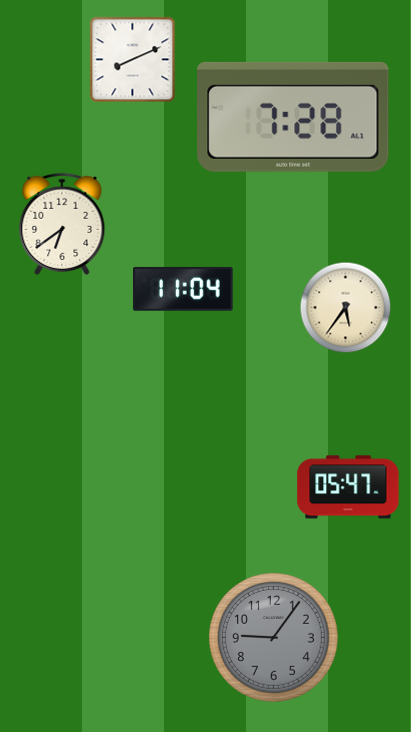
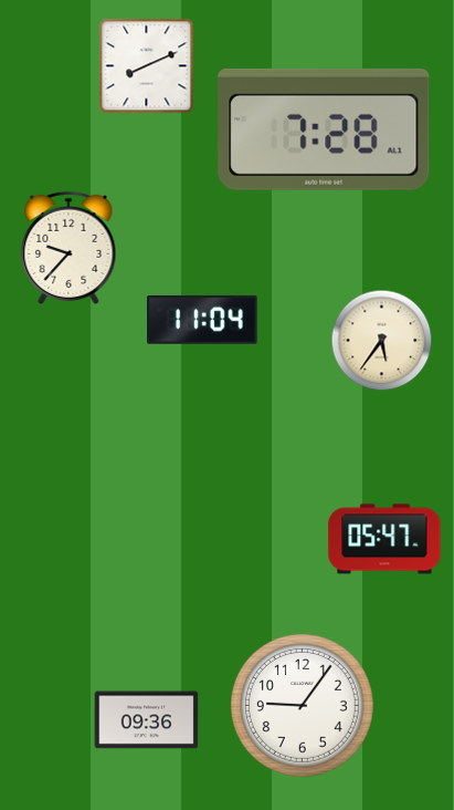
clock at (62, 224): 6:39 -> 9:37
clock at (273, 637) dial: grey -> white
clock at (147, 720): none -> 09:36
